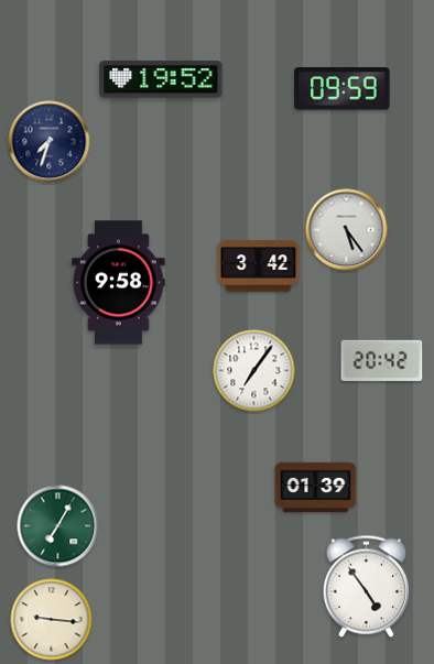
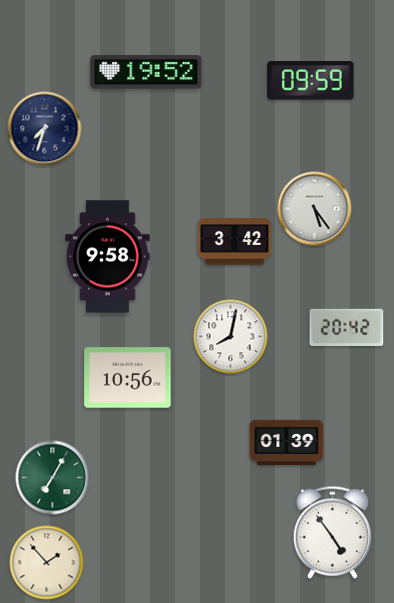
clock at (254, 371): 7:06 -> 8:02
clock at (128, 378): none -> 10:56
clock at (52, 620): 9:16 -> 1:53
